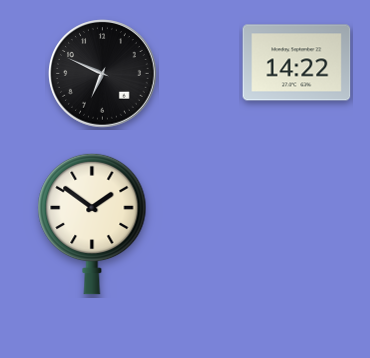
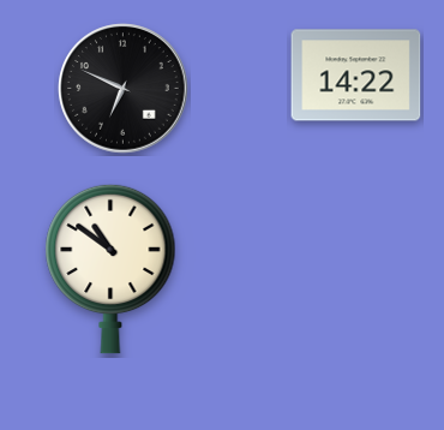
clock at (92, 224): 1:51 -> 10:51
